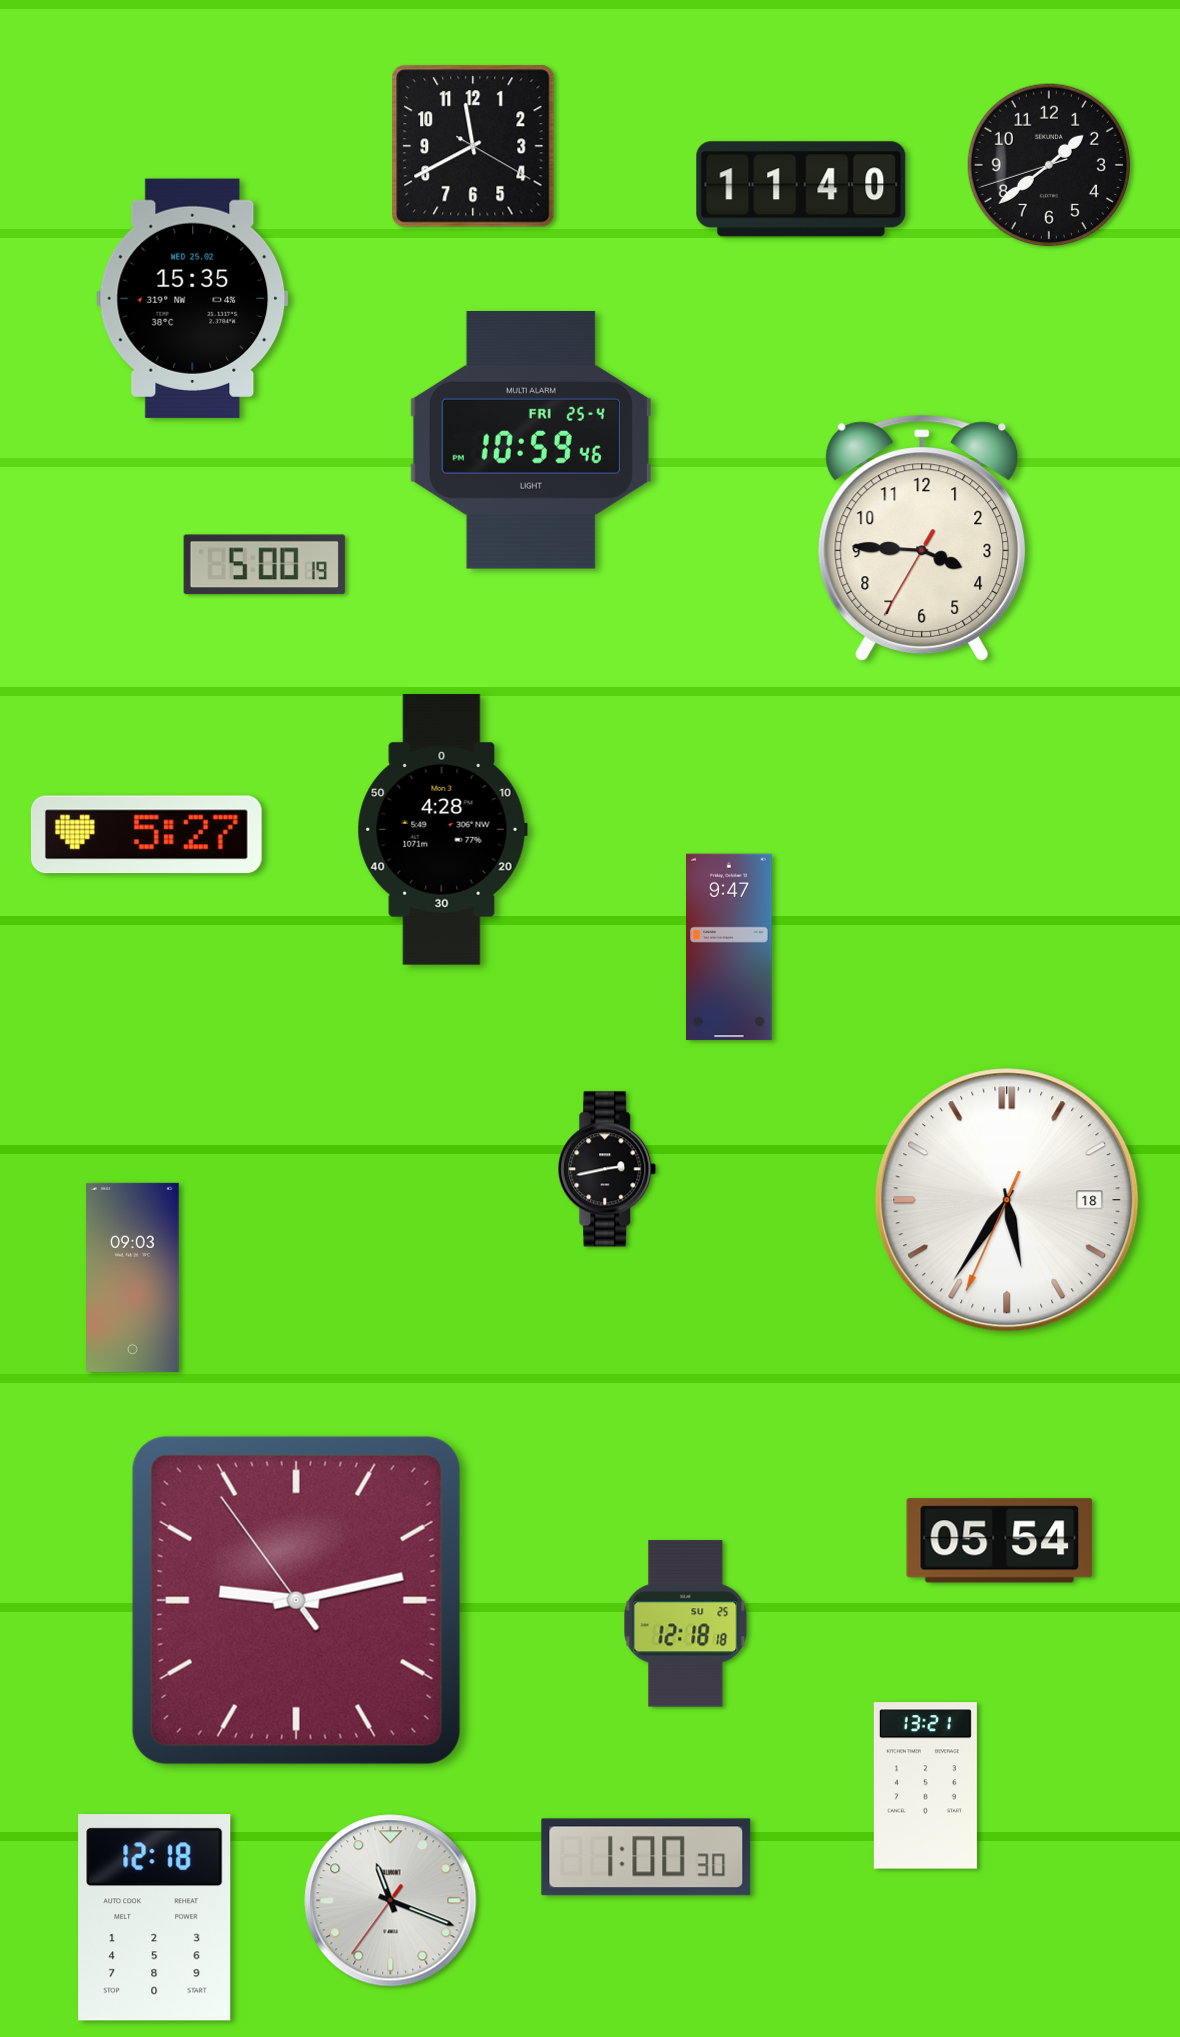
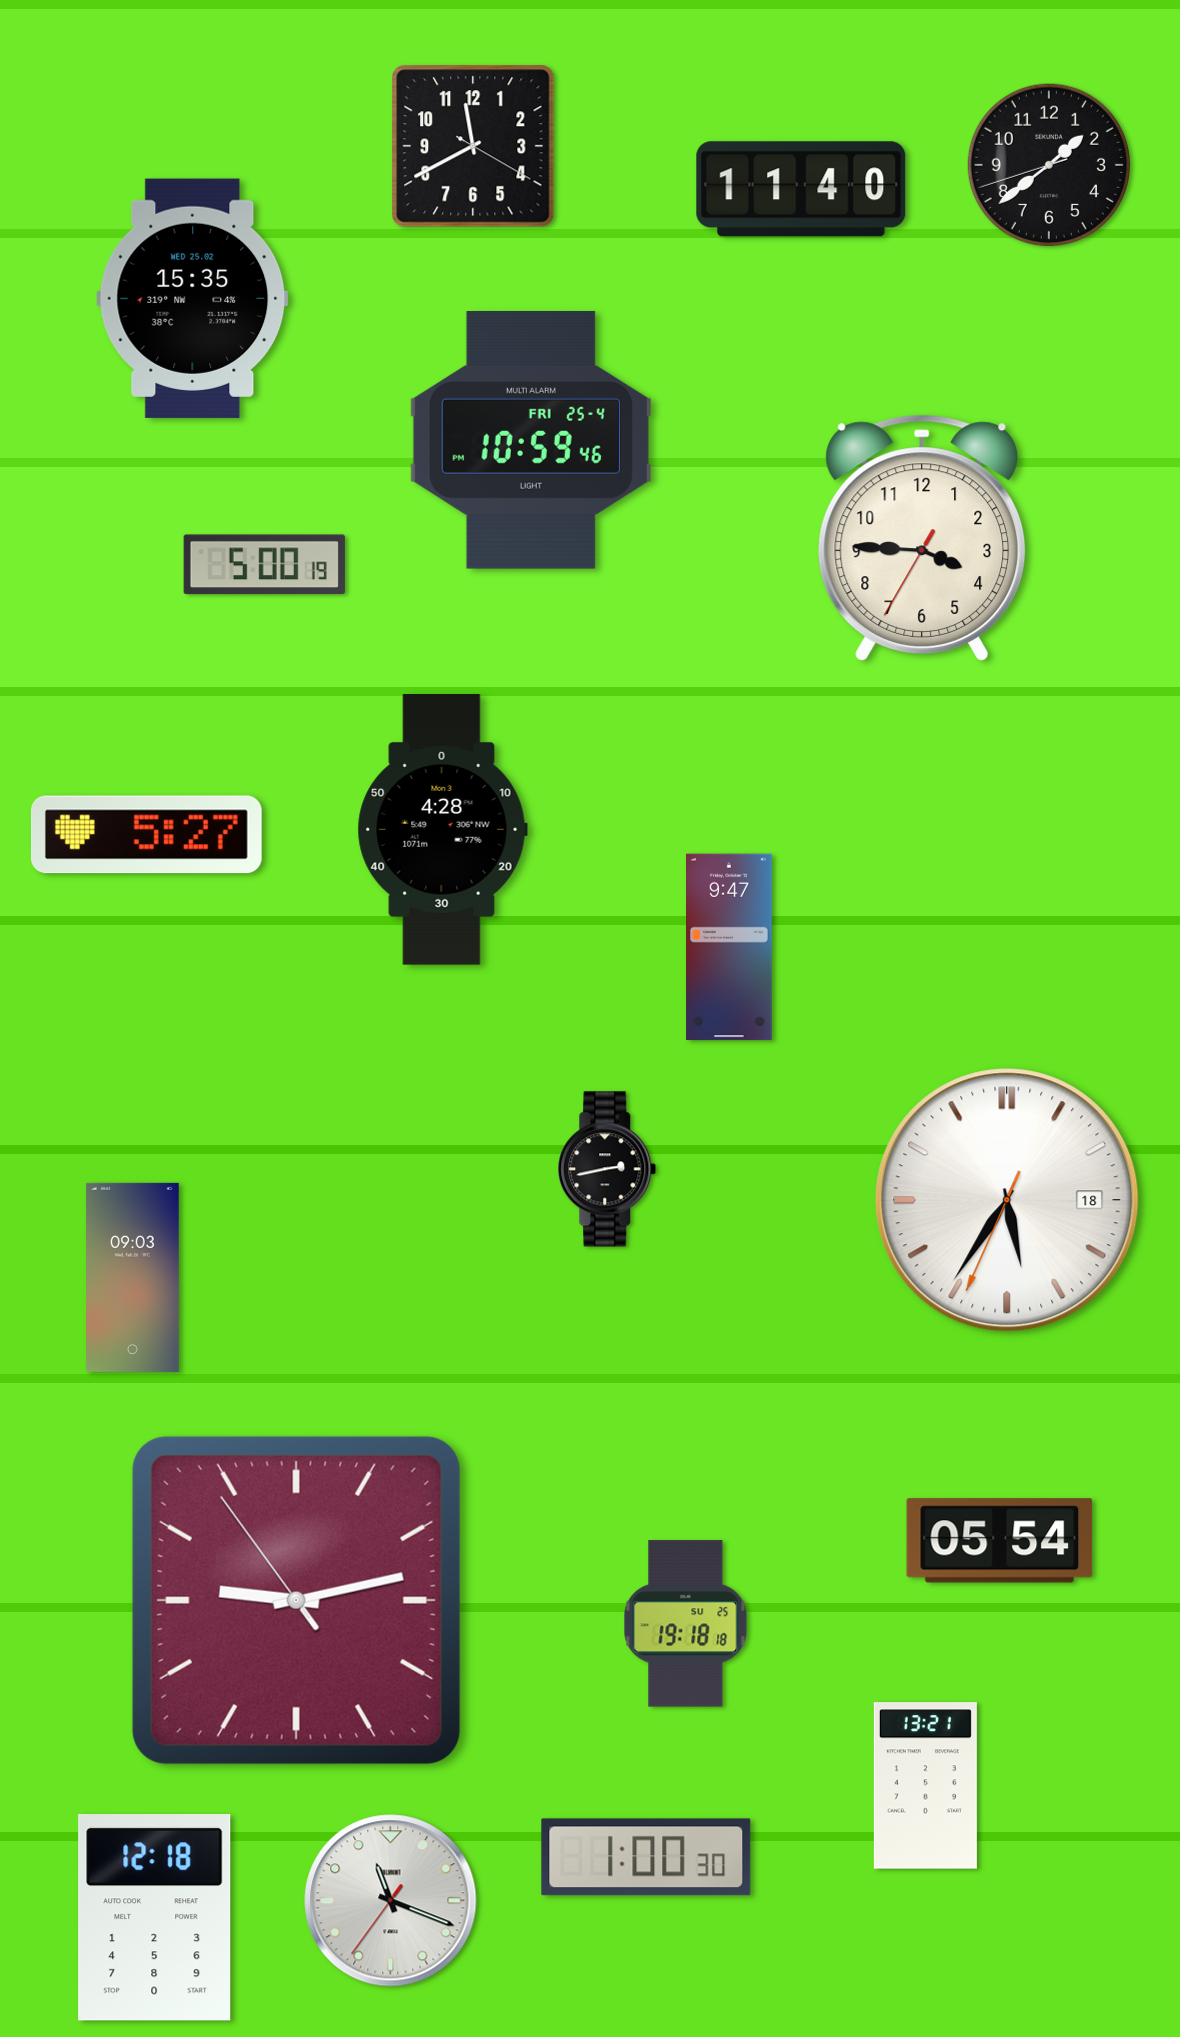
clock at (686, 1624): 12:18 -> 19:18
